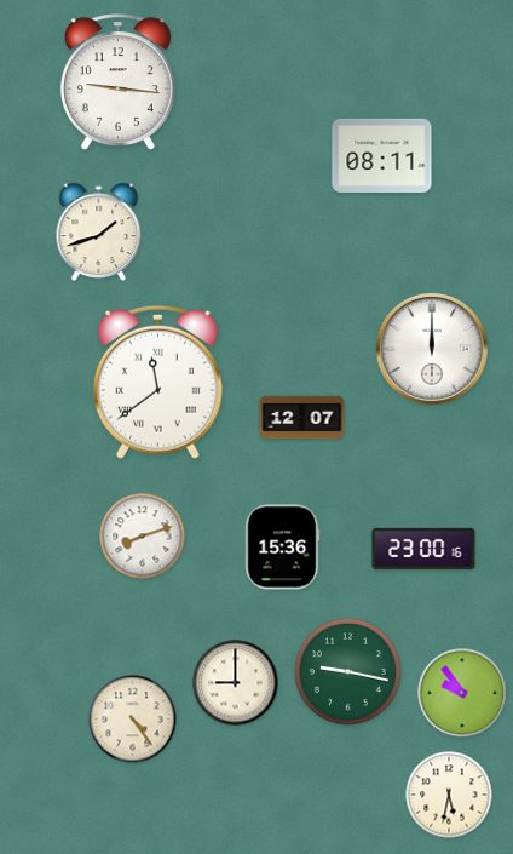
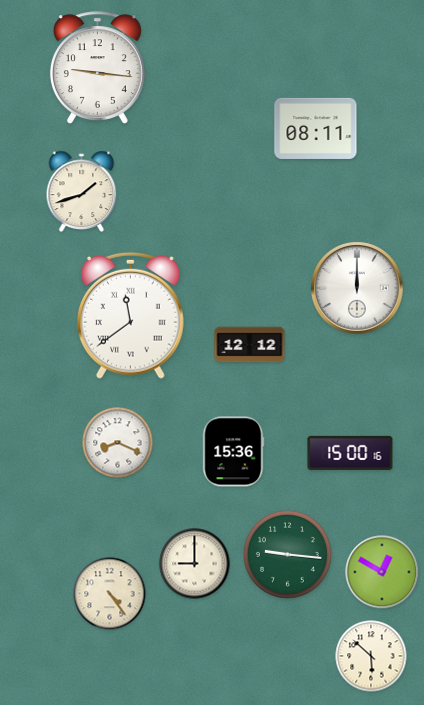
clock at (302, 418): 12:07 -> 12:12
clock at (143, 537): 8:12 -> 8:19
clock at (423, 549): 23:00 -> 15:00
clock at (347, 671): 9:17 -> 9:16
clock at (462, 693): 9:54 -> 12:50
clock at (449, 795): 5:32 -> 5:52
